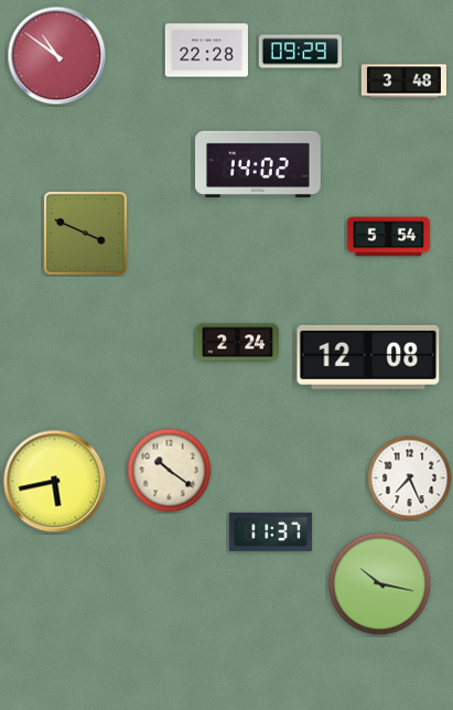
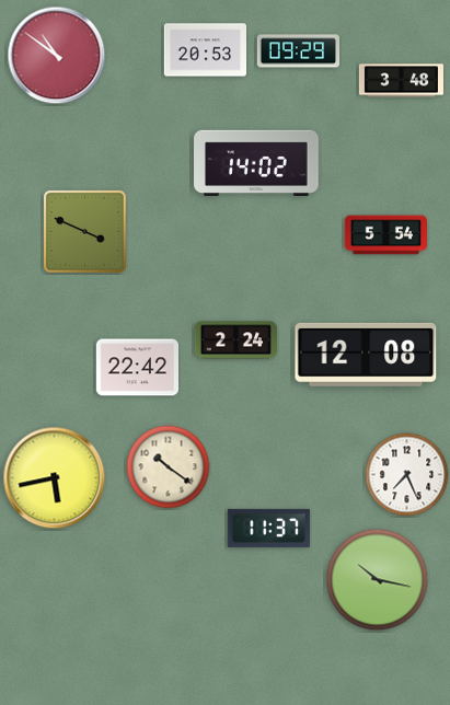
clock at (206, 51): 22:28 -> 20:53
clock at (137, 368): none -> 22:42
